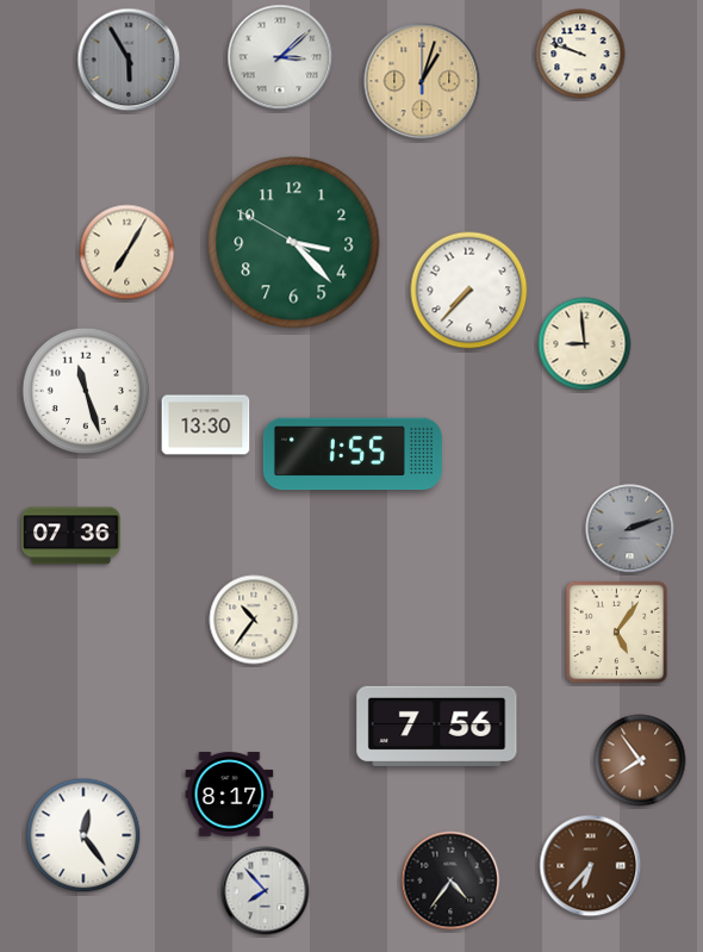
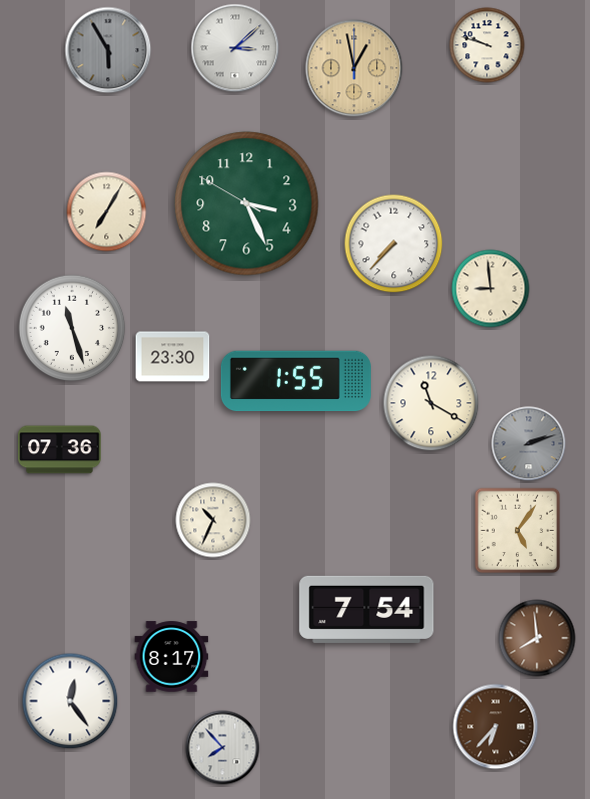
clock at (422, 81): 1:03 -> 12:58
clock at (294, 243): 3:22 -> 3:25
clock at (206, 425): 13:30 -> 23:30
clock at (431, 403): none -> 11:20
clock at (254, 620): 10:36 -> 10:34
clock at (437, 726): 7:56 -> 7:54
clock at (640, 760): 7:54 -> 7:59
clock at (230, 795) position: (230, 795) -> (172, 657)
clock at (450, 881): 4:36 -> none
